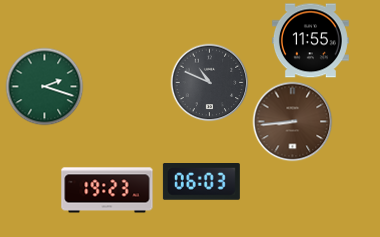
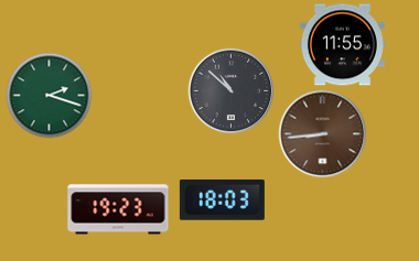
clock at (209, 82): 10:49 -> 10:52
clock at (201, 182): 06:03 -> 18:03
